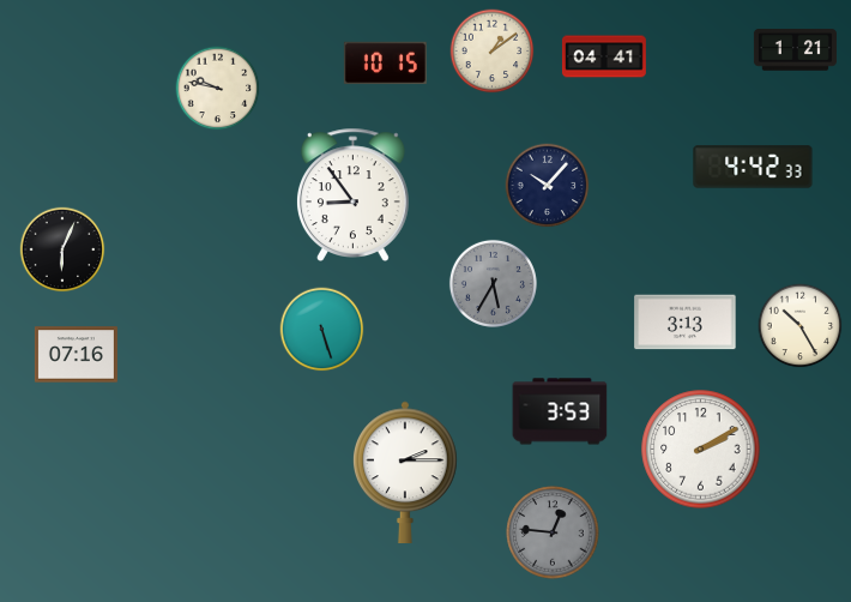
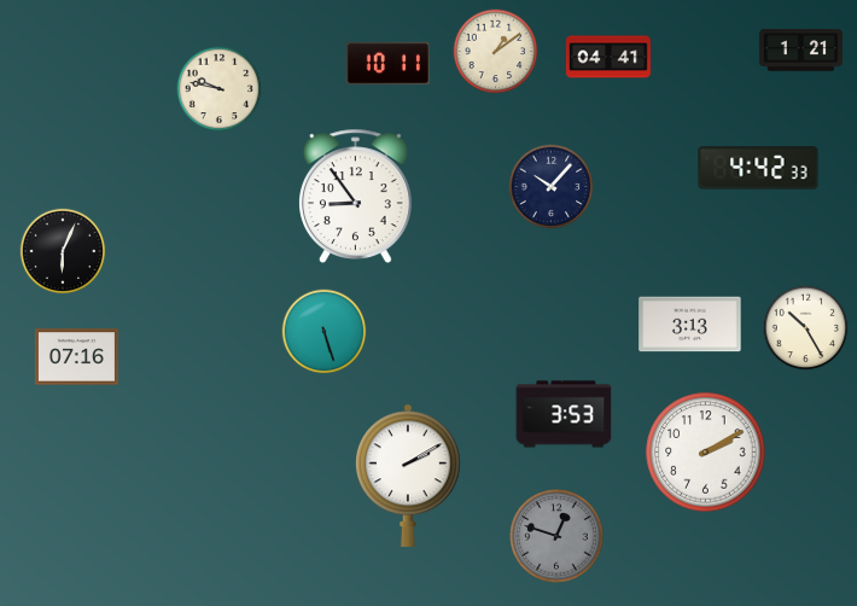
clock at (385, 64): 10:15 -> 10:11
clock at (493, 283): 5:35 -> none
clock at (406, 471): 2:15 -> 2:10
clock at (553, 532): 12:46 -> 12:48
